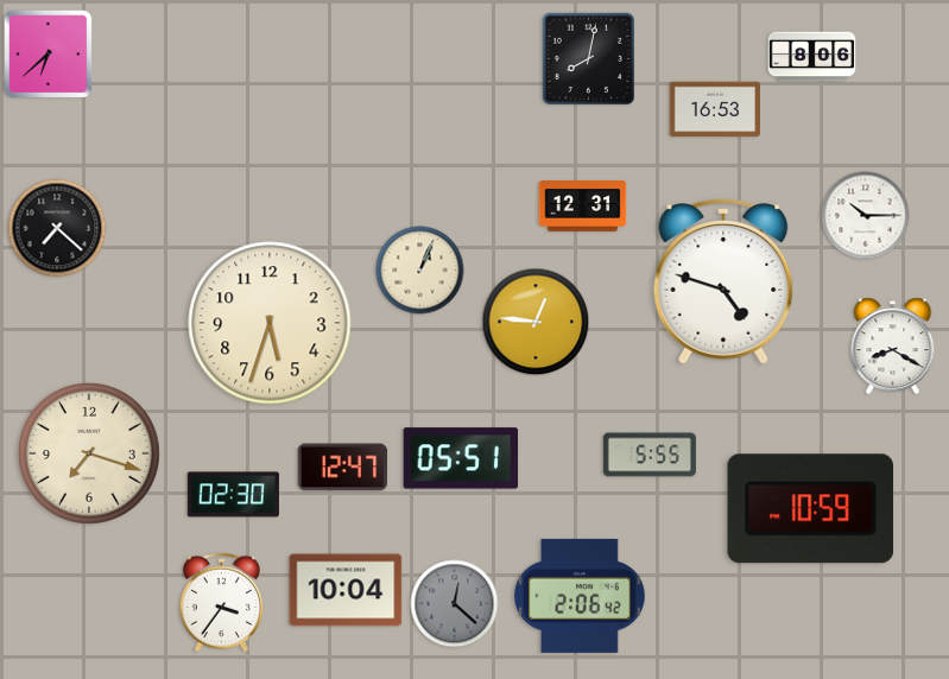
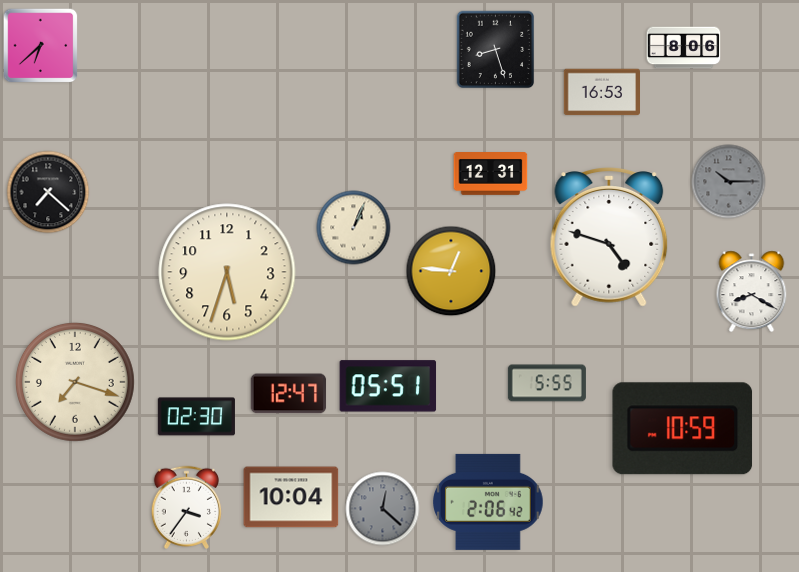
clock at (589, 59): 8:02 -> 8:27
clock at (866, 216) dial: white -> grey
